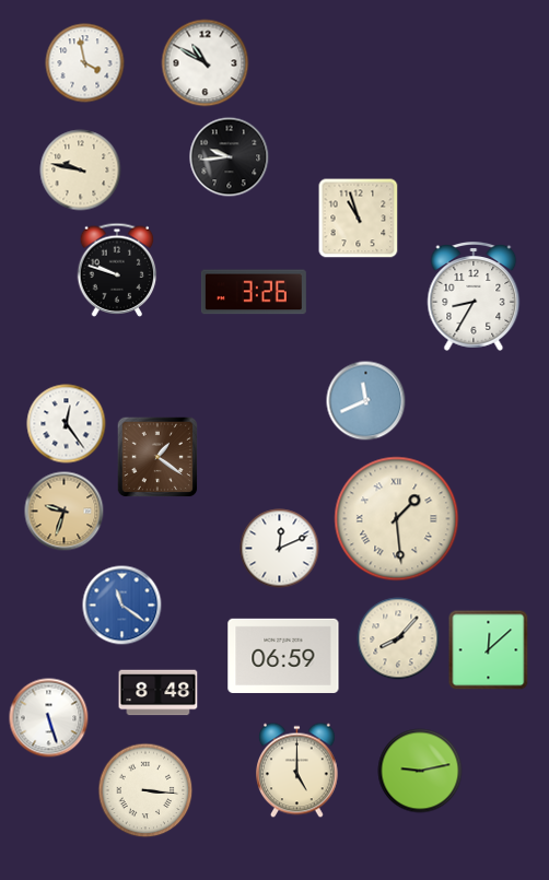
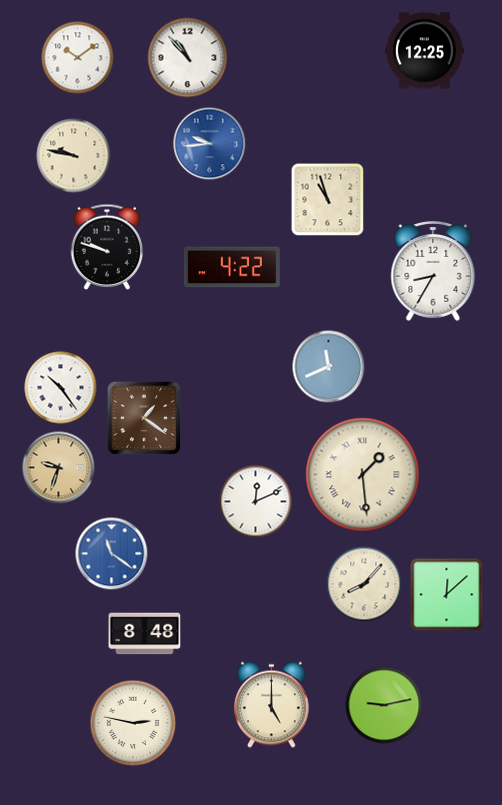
clock at (424, 51): none -> 12:25
clock at (85, 63): 3:58 -> 10:09
clock at (206, 63): 10:50 -> 10:53
clock at (230, 157) dial: black -> blue
clock at (254, 292): 3:26 -> 4:22
clock at (366, 401) position: (366, 401) -> (329, 367)
clock at (67, 424): 12:24 -> 10:24
clock at (283, 656): 06:59 -> none
clock at (49, 718): 5:27 -> none
clock at (145, 790): 3:16 -> 2:47
